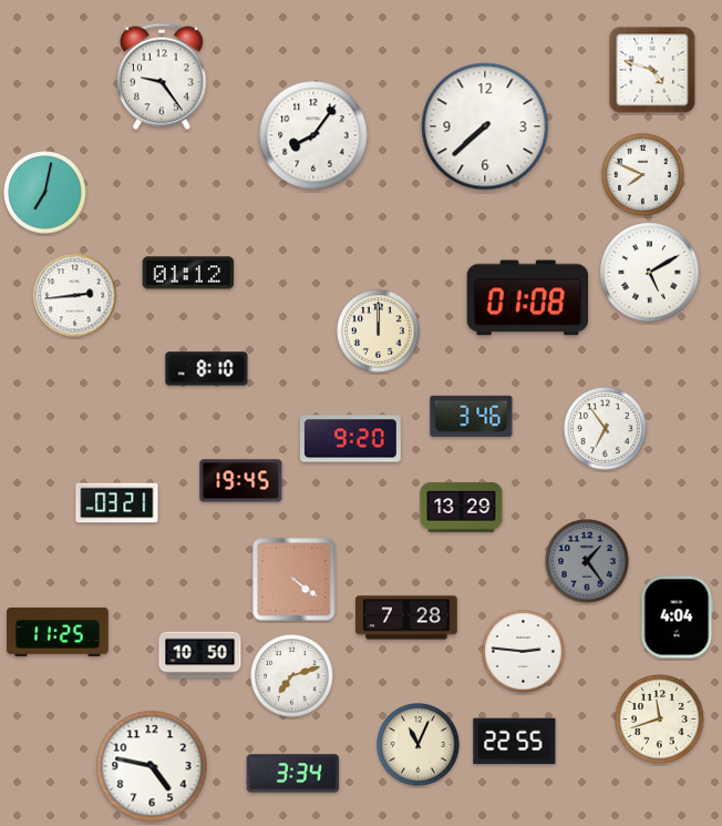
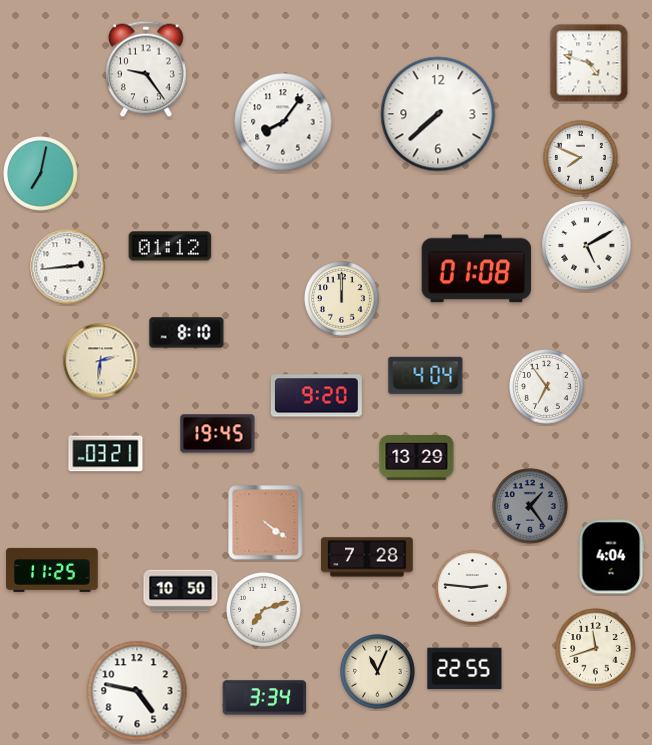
clock at (101, 361): none -> 2:31
clock at (472, 416): 3:46 -> 4:04
